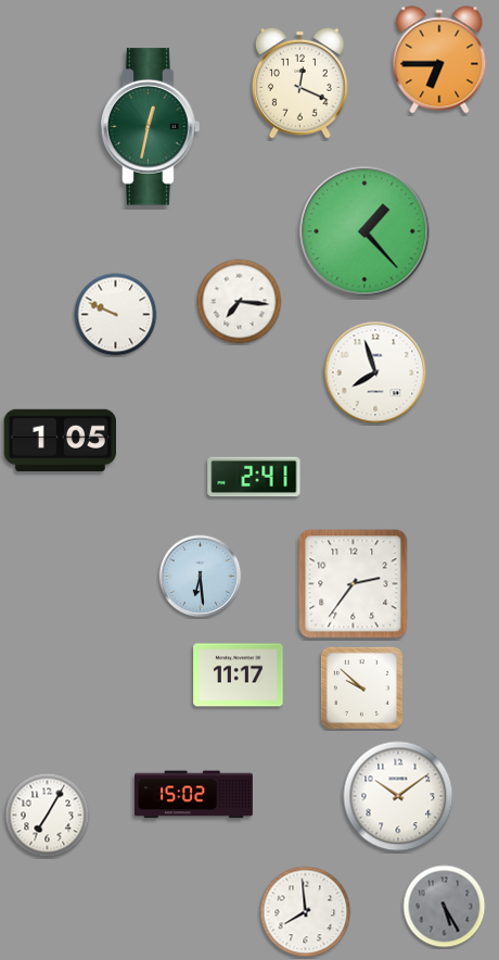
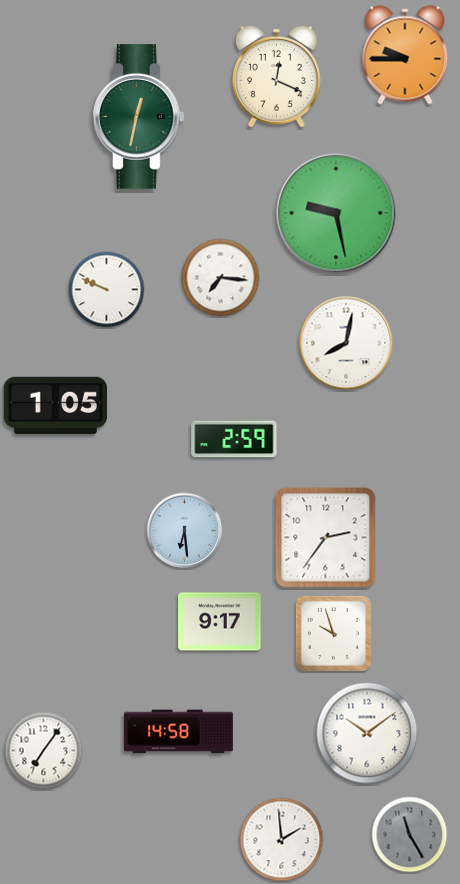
clock at (439, 60): 6:45 -> 9:45
clock at (364, 231): 1:23 -> 9:28
clock at (375, 372): 7:57 -> 8:02
clock at (254, 477): 2:41 -> 2:59
clock at (239, 675): 11:17 -> 9:17
clock at (361, 687): 9:52 -> 9:57
clock at (193, 795): 15:02 -> 14:58
clock at (48, 816): 7:05 -> 7:06
clock at (445, 907): 5:25 -> 11:25
clock at (306, 912): 7:59 -> 1:59
